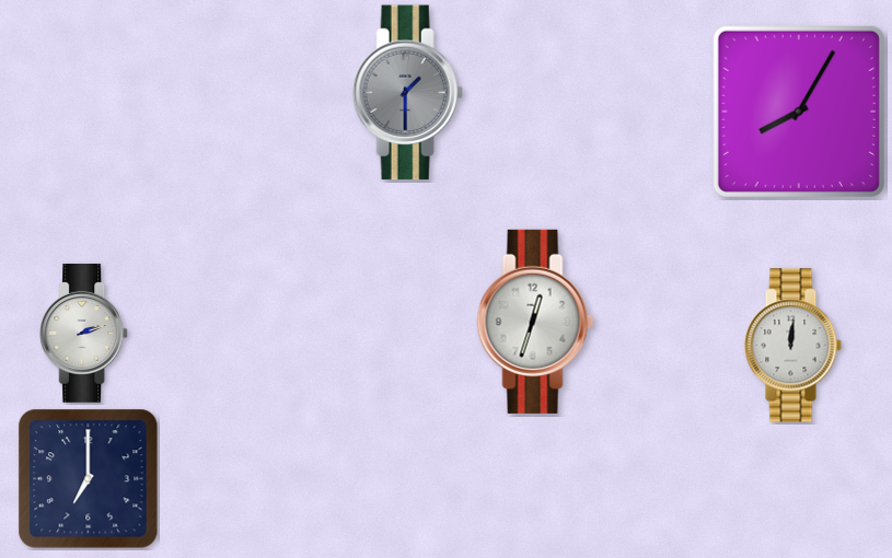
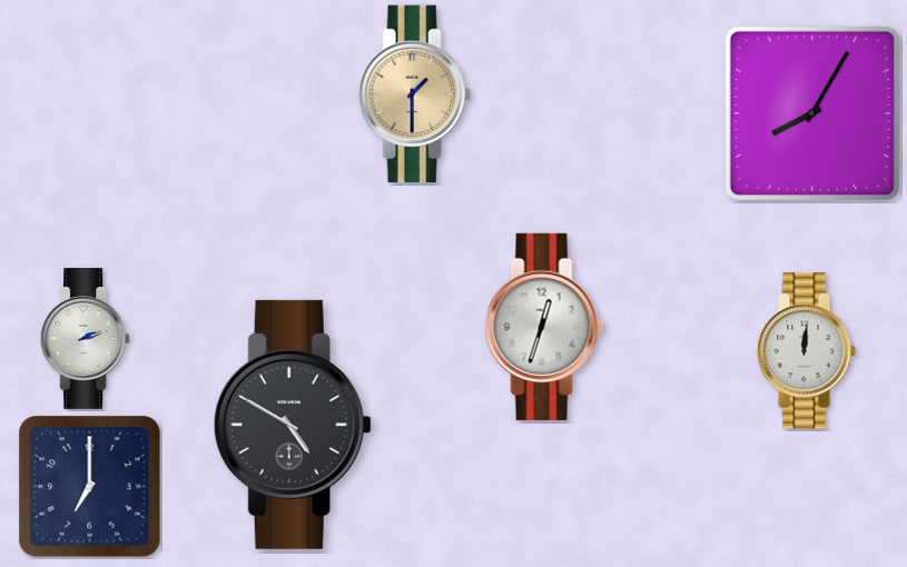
clock at (407, 93) dial: grey -> champagne
clock at (293, 425): none -> 4:50
